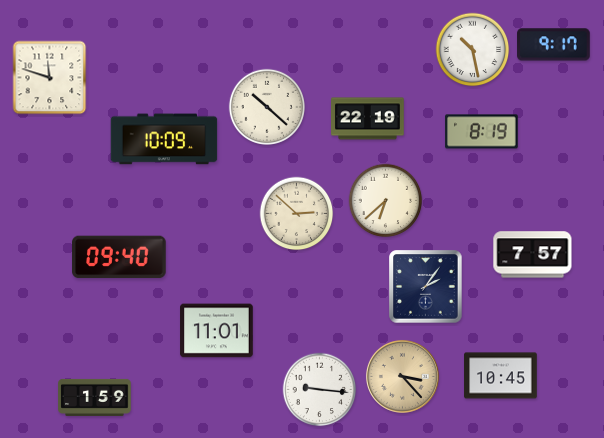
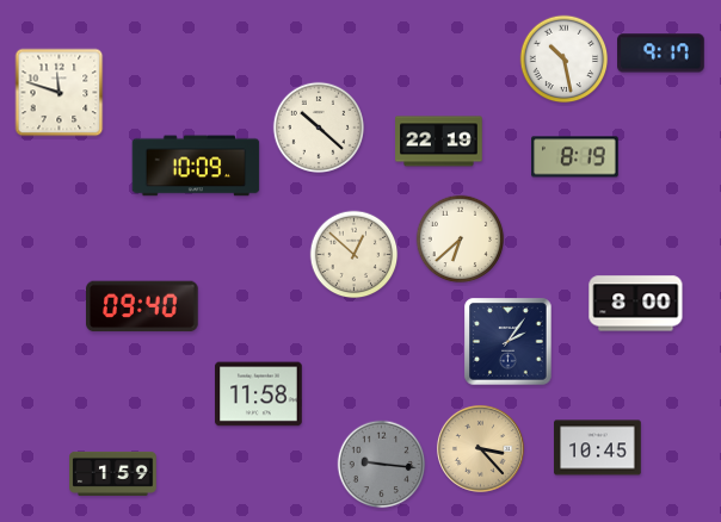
clock at (297, 214): 2:52 -> 12:52
clock at (533, 255): 7:57 -> 8:00
clock at (217, 331): 11:01 -> 11:58
clock at (320, 390) dial: white -> grey
